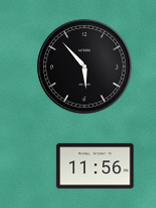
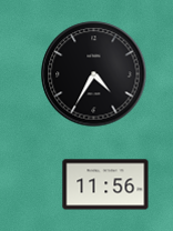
clock at (85, 67): 5:53 -> 4:35
